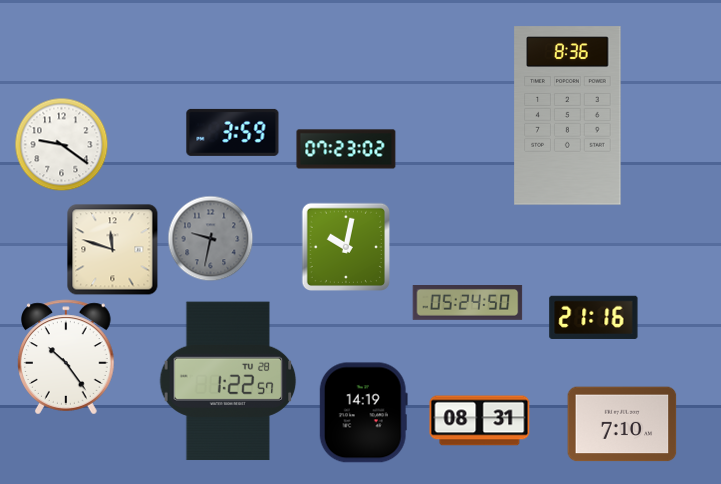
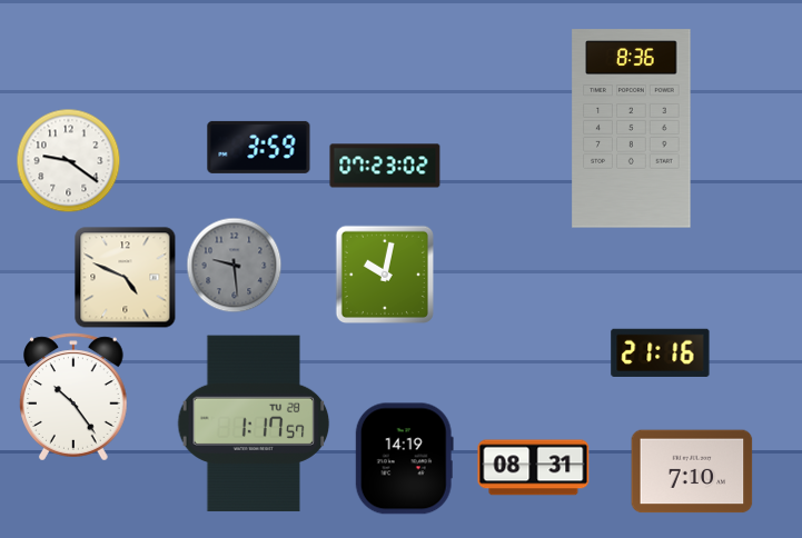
clock at (210, 238): 9:32 -> 9:29
clock at (112, 249): 11:48 -> 4:49
clock at (468, 303): 05:24 -> none
clock at (228, 381): 1:22 -> 1:17
